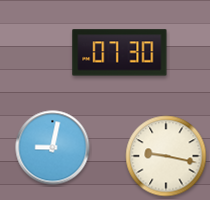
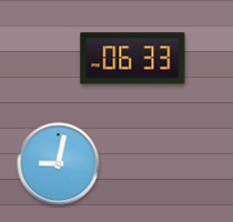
clock at (120, 53): 07:30 -> 06:33
clock at (166, 156): 9:17 -> none
